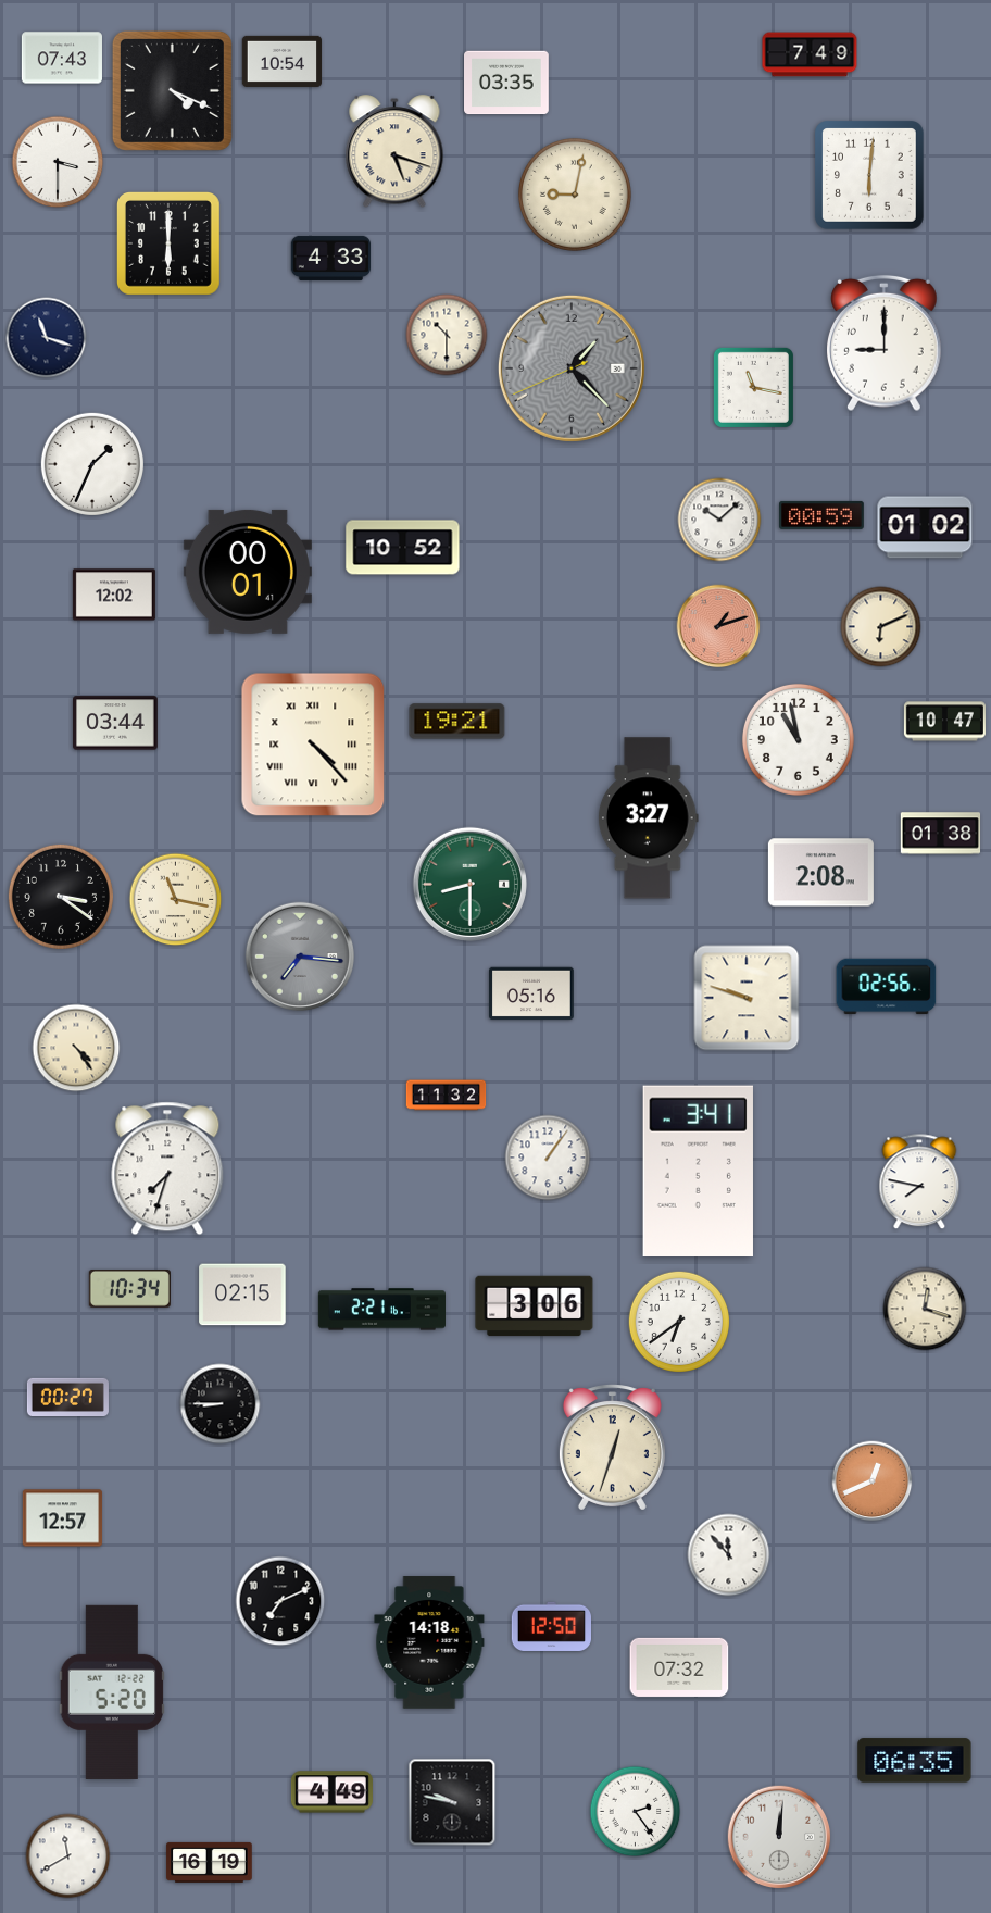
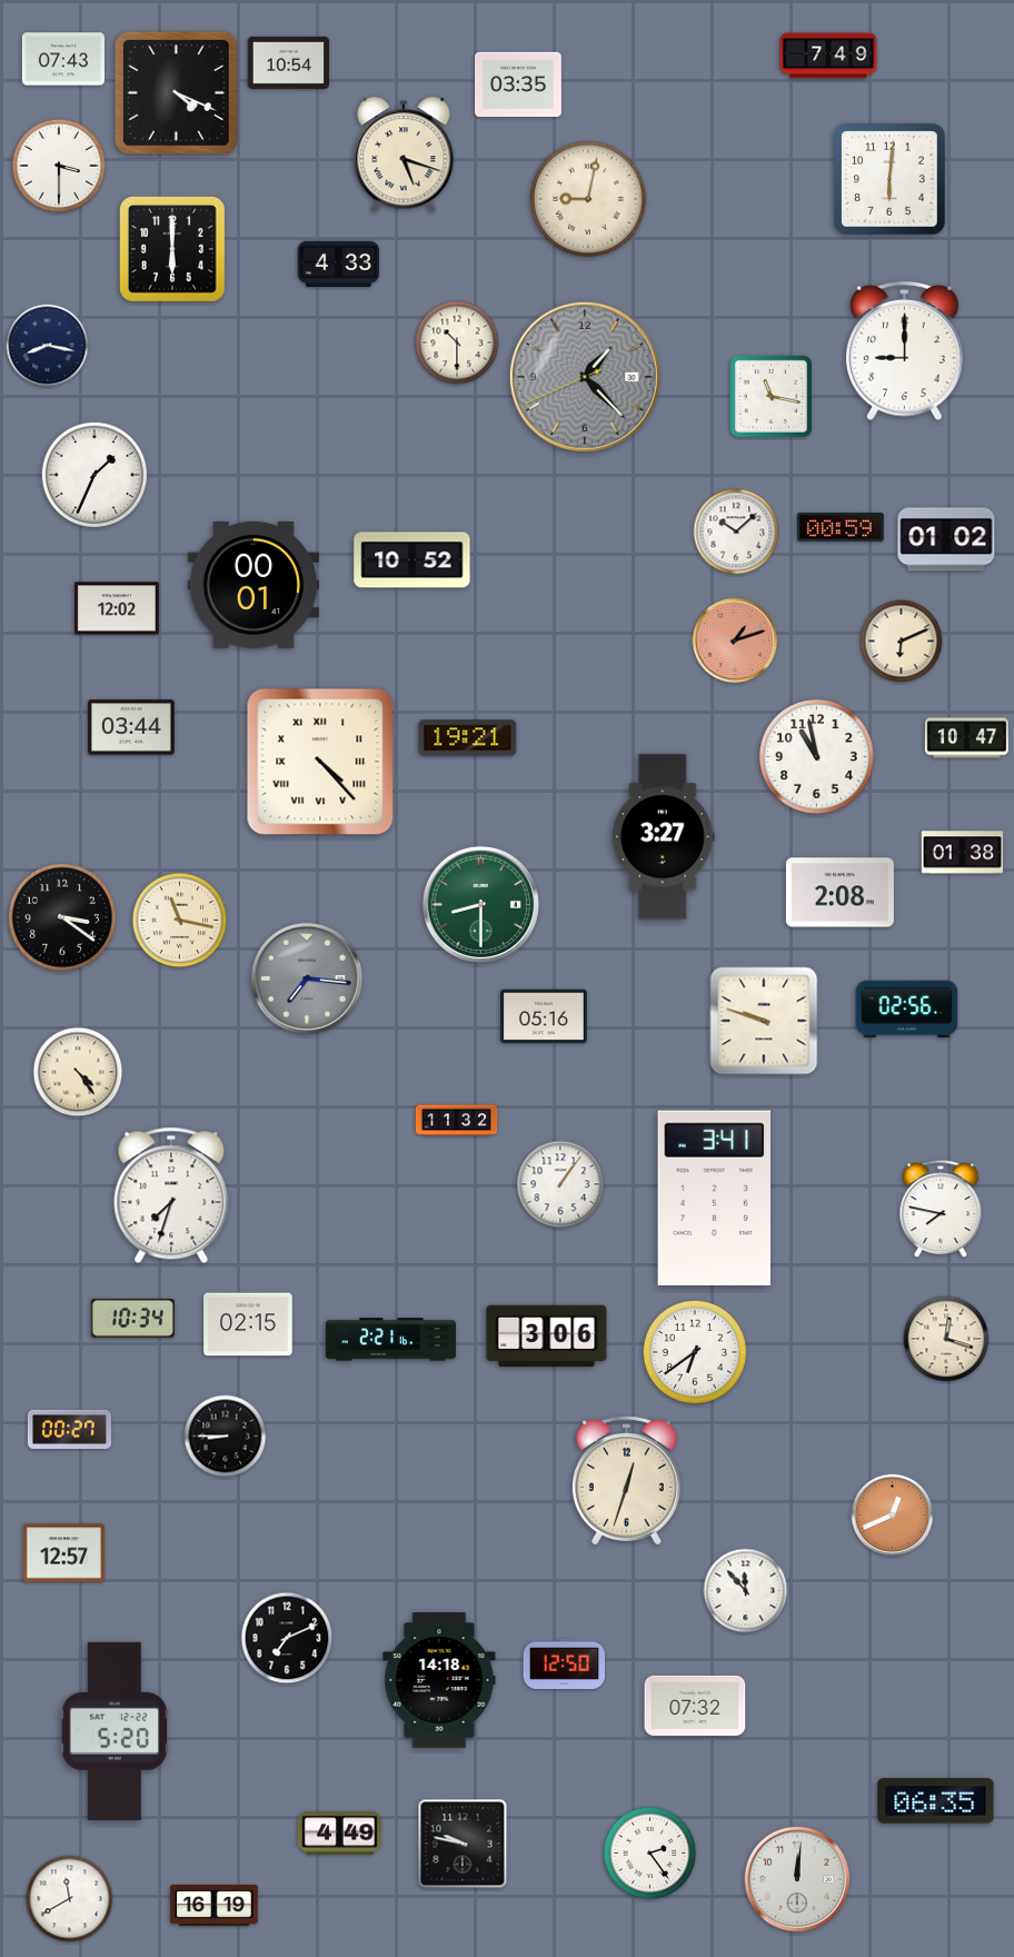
clock at (47, 338): 11:18 -> 8:17
clock at (116, 723) position: (116, 723) -> (132, 727)
